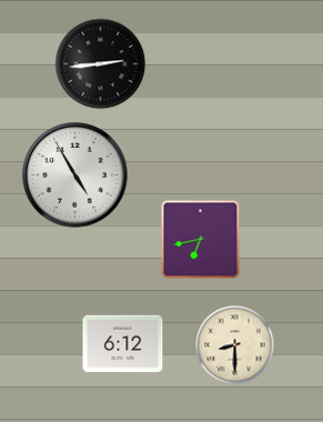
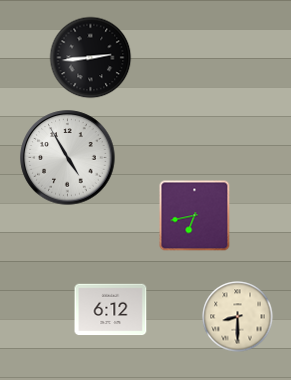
clock at (201, 240) position: (201, 240) -> (195, 216)
clock at (235, 345) position: (235, 345) -> (238, 317)
